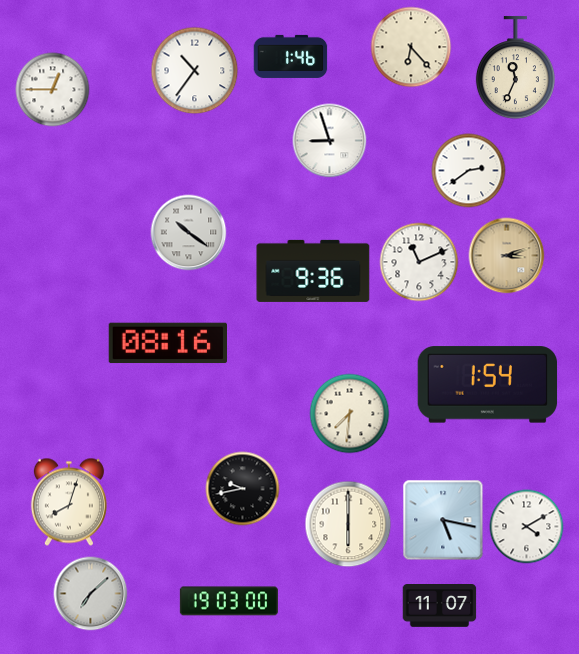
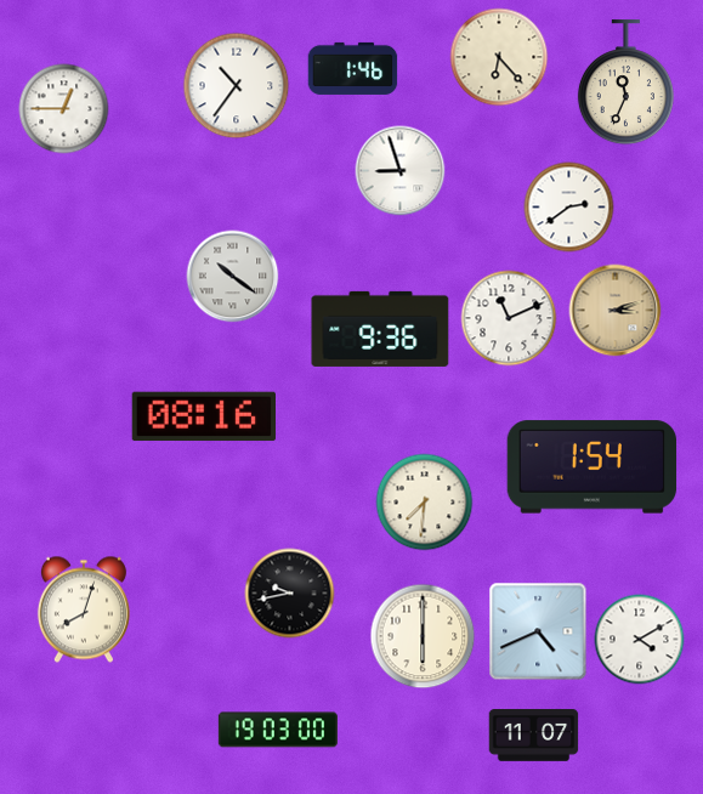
clock at (189, 233) position: (189, 233) -> (233, 277)
clock at (243, 489) position: (243, 489) -> (290, 594)
clock at (443, 520): 5:17 -> 4:41
clock at (91, 594): 7:08 -> none
